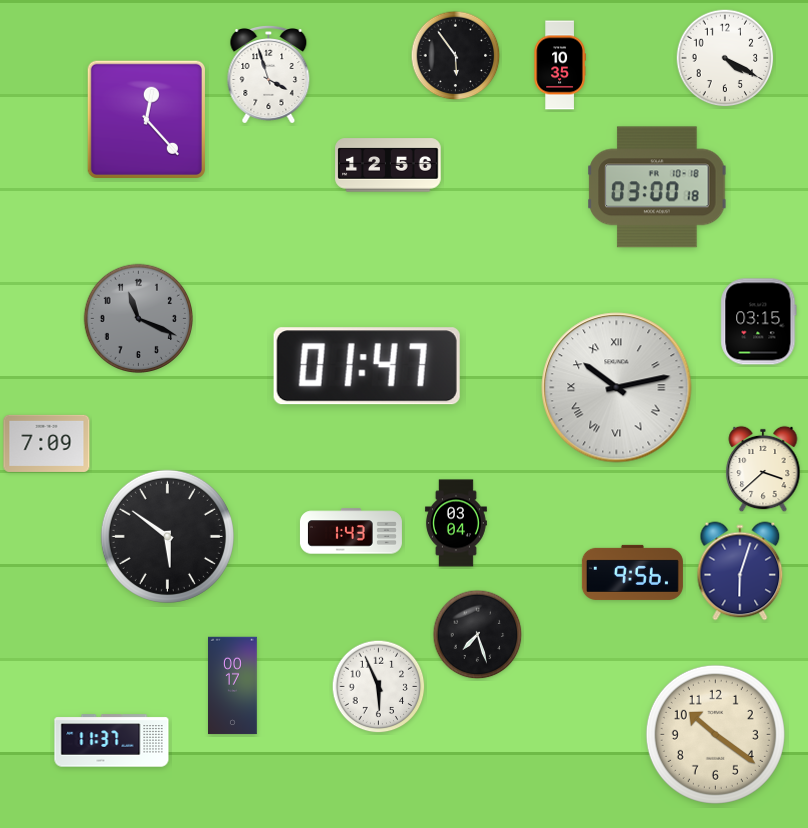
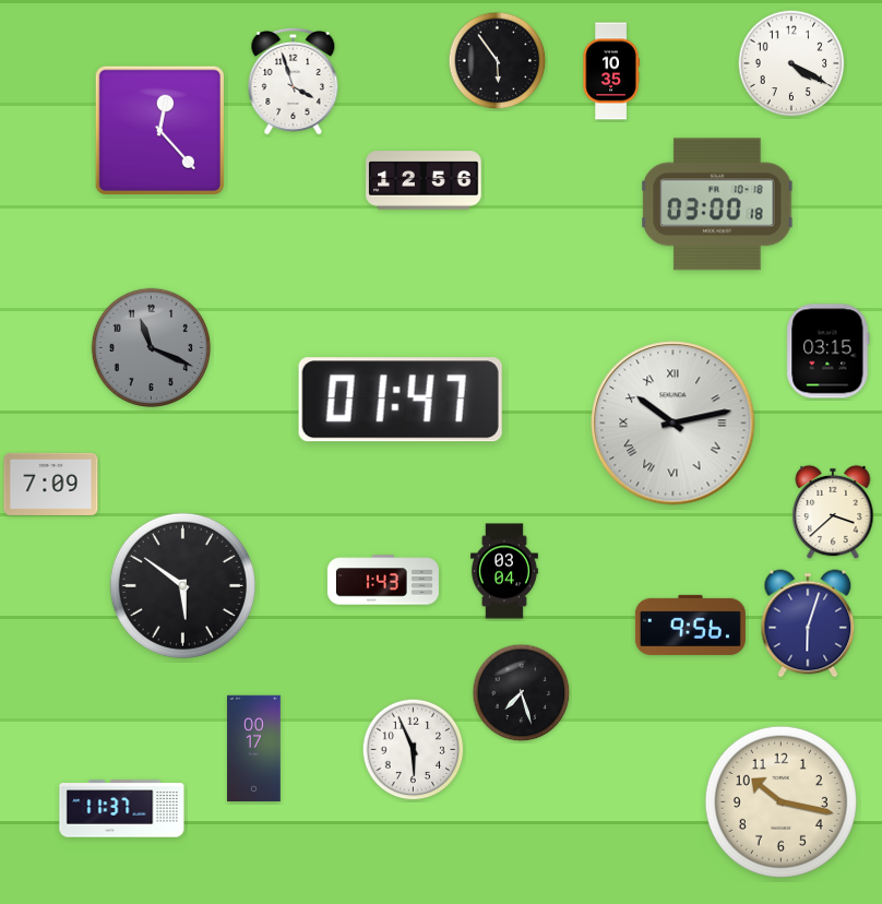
clock at (456, 523) position: (456, 523) -> (504, 571)
clock at (715, 734): 10:21 -> 10:17
